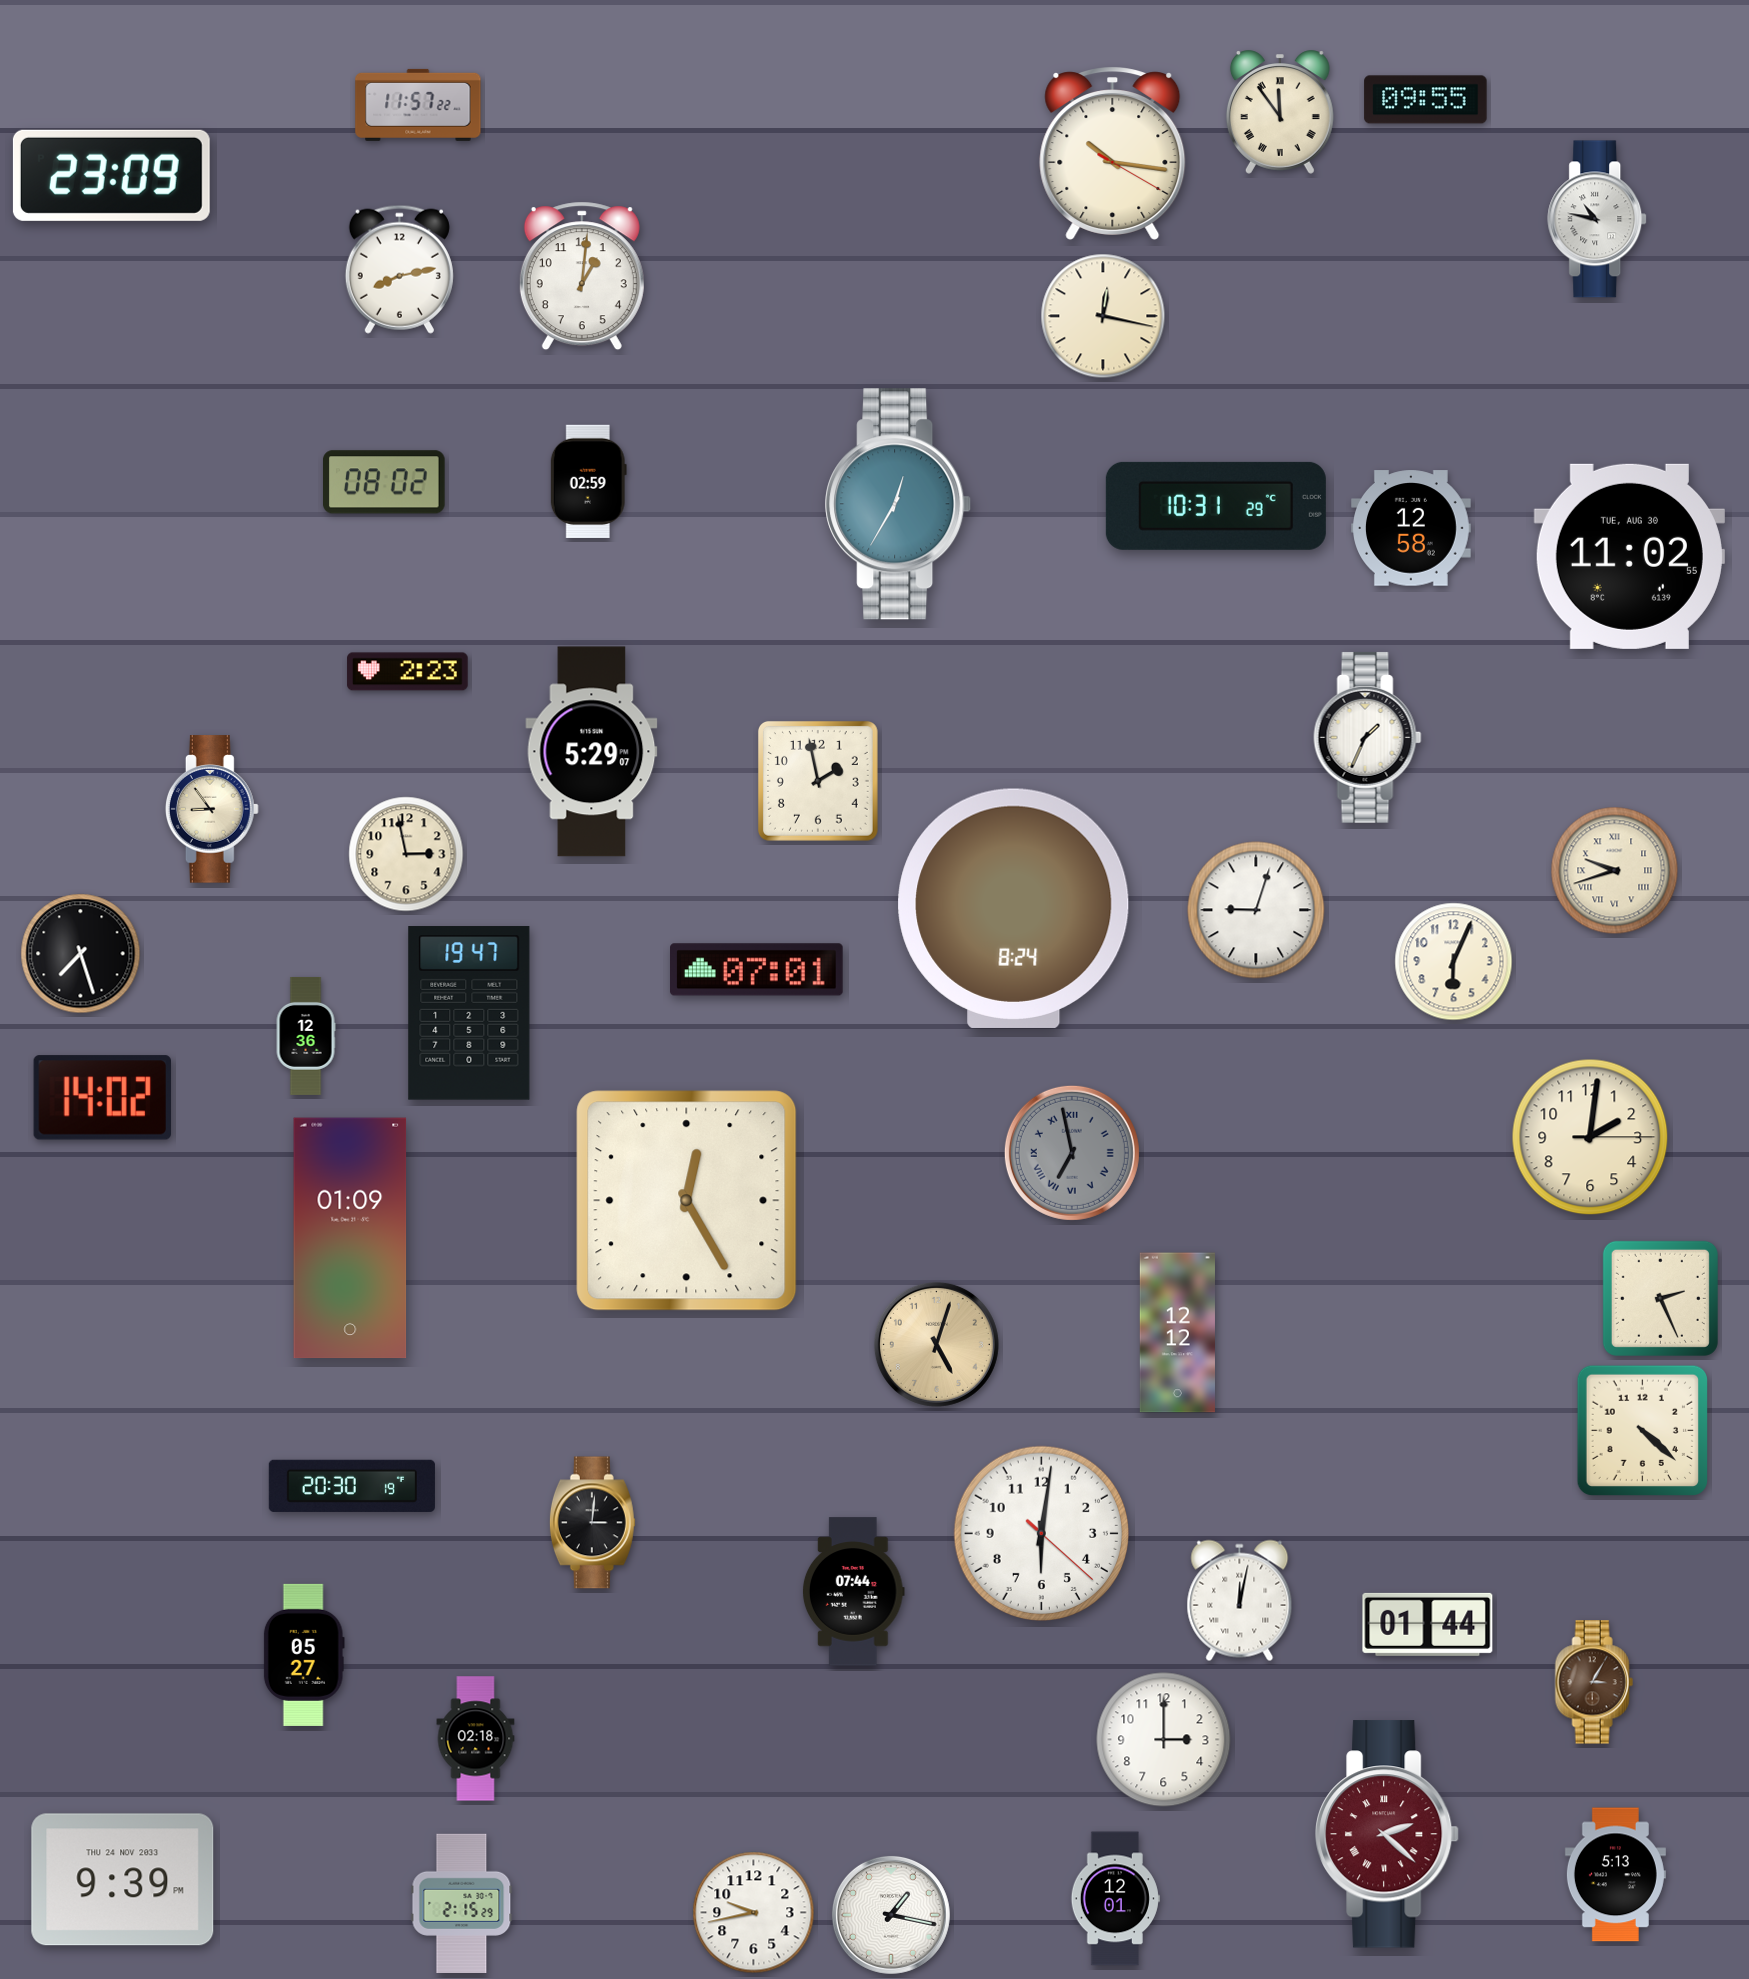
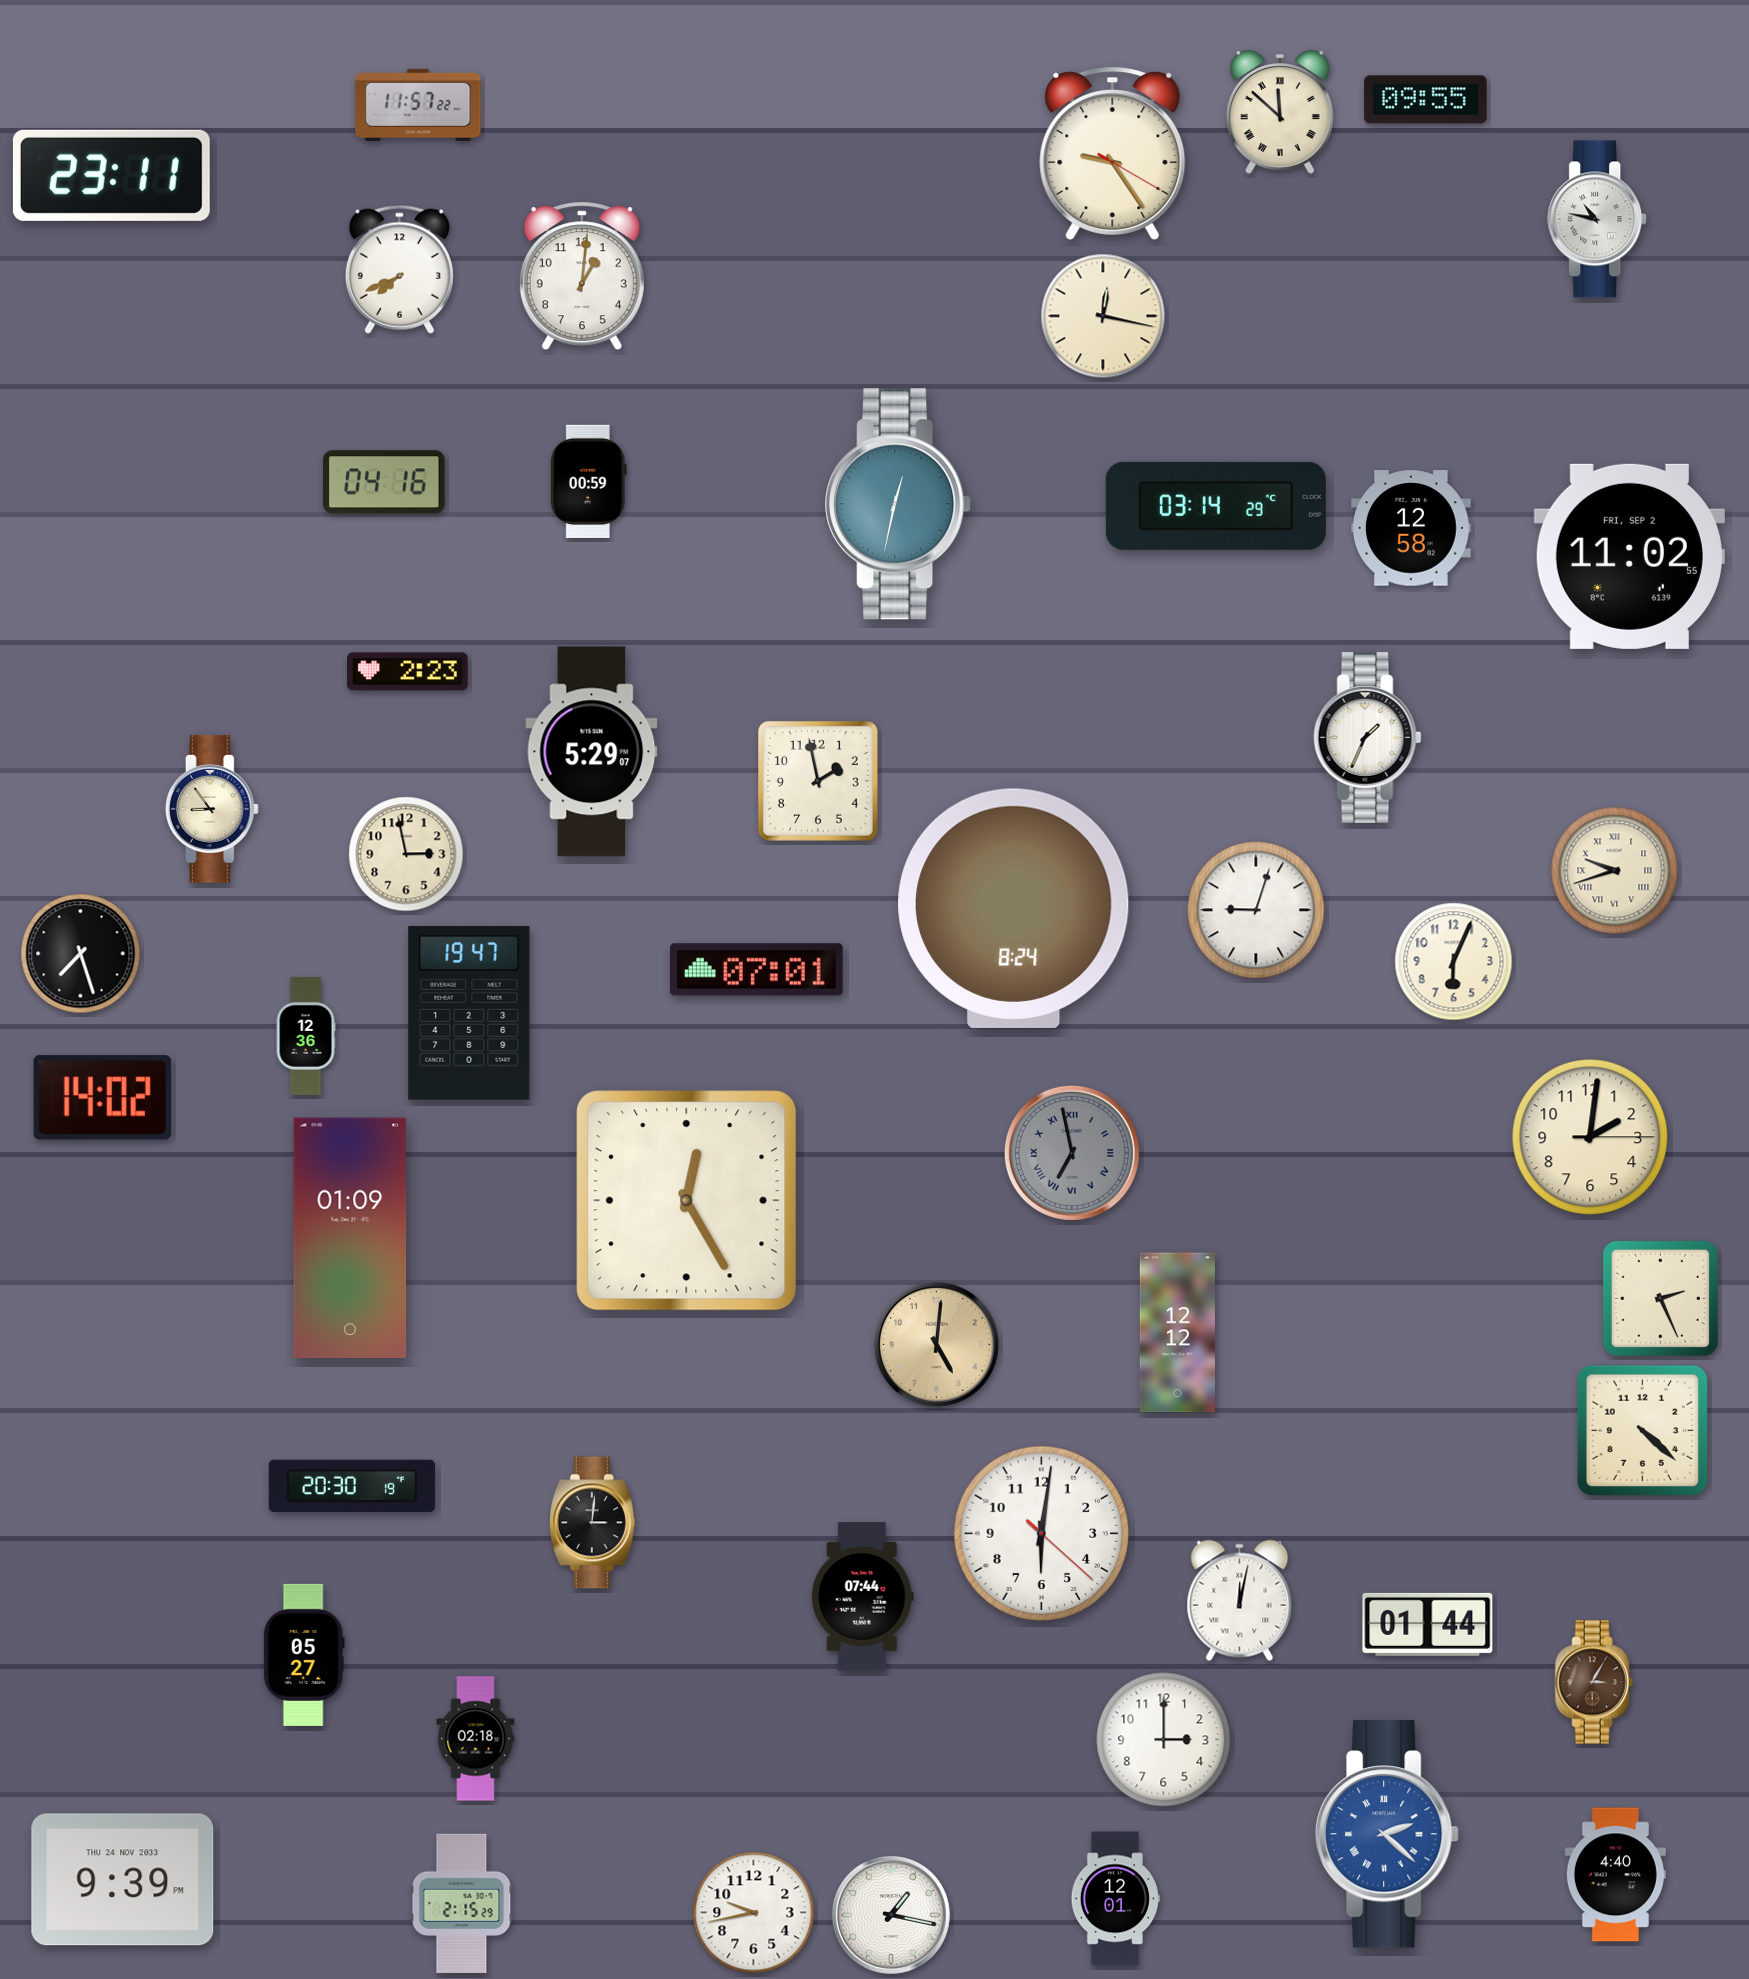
clock at (1280, 112): 11:54 -> 11:52
clock at (1113, 153): 10:16 -> 9:24
clock at (111, 175): 23:09 -> 23:11
clock at (399, 269): 8:13 -> 7:41
clock at (588, 481): 02:59 -> 00:59
clock at (384, 482): 08:02 -> 04:16
clock at (899, 504): 12:35 -> 12:32
clock at (1216, 506): 10:31 -> 03:14
clock at (1629, 556) date: TUE, AUG 30 -> FRI, SEP 2
clock at (936, 1344): 5:03 -> 5:01
clock at (853, 1592) position: (853, 1592) -> (862, 1597)
clock at (1387, 1834) dial: burgundy -> blue
clock at (1615, 1875): 5:13 -> 4:40
